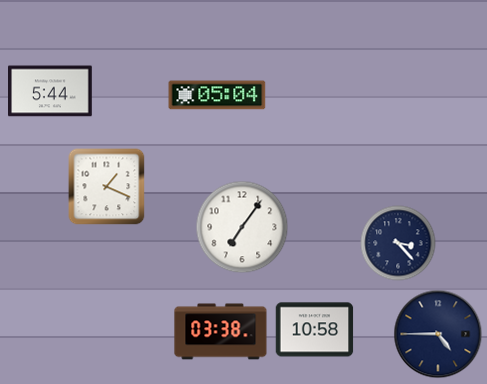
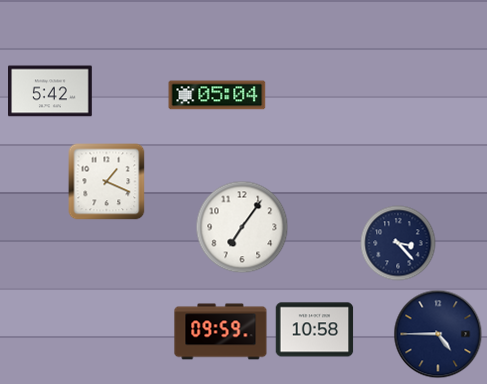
clock at (51, 91): 5:44 -> 5:42
clock at (107, 187) position: (107, 187) -> (107, 182)
clock at (221, 332): 03:38 -> 09:59
